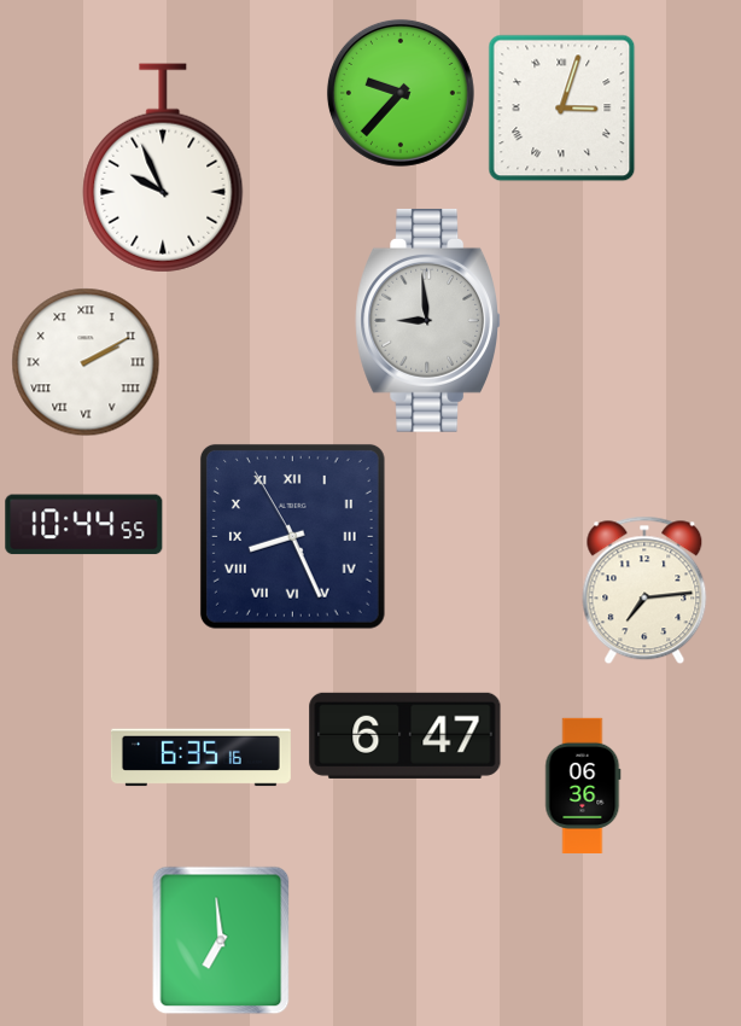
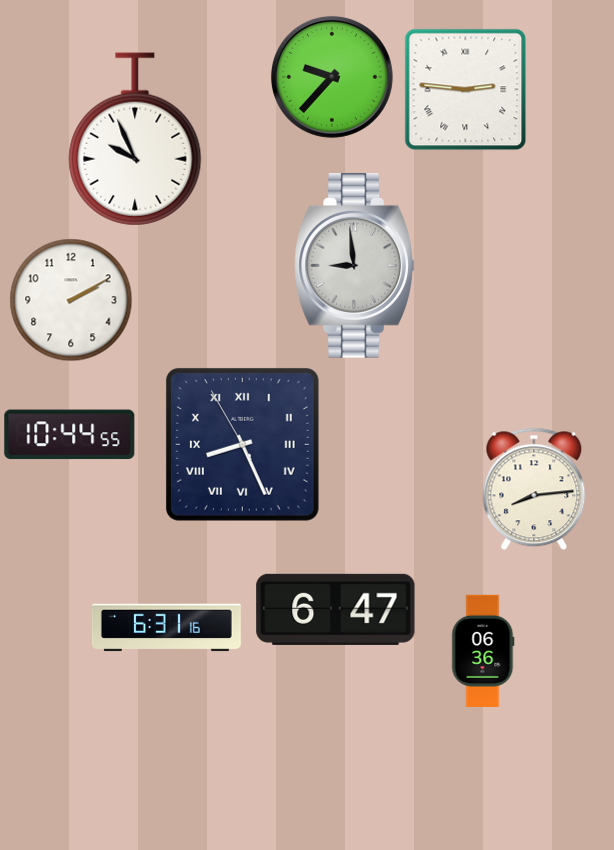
clock at (562, 109): 3:03 -> 2:46
clock at (86, 362) numerals: Roman -> Arabic
clock at (644, 590): 7:14 -> 8:14
clock at (200, 758): 6:35 -> 6:31
clock at (221, 940): 6:59 -> none
